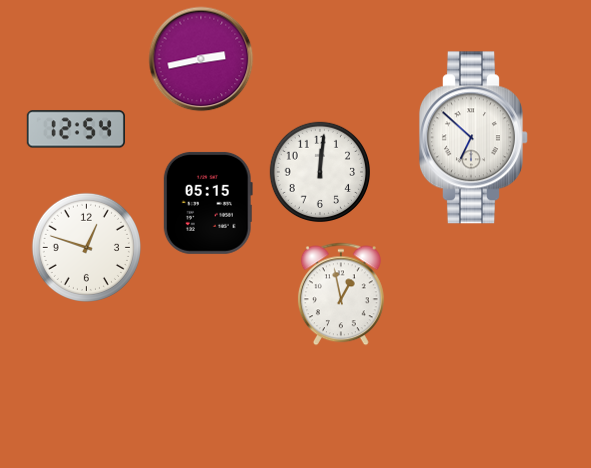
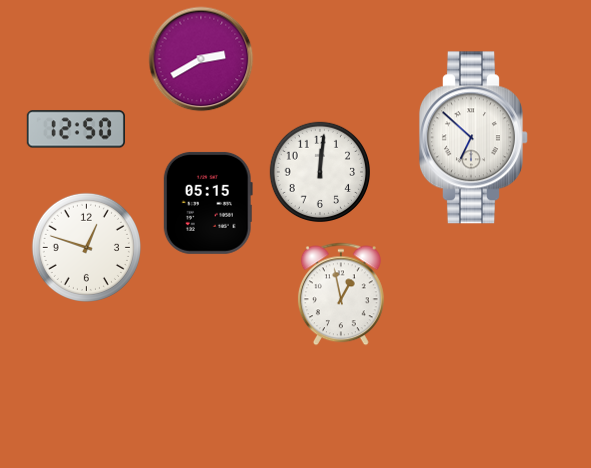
clock at (201, 59): 2:43 -> 2:40
clock at (76, 129): 12:54 -> 12:50
